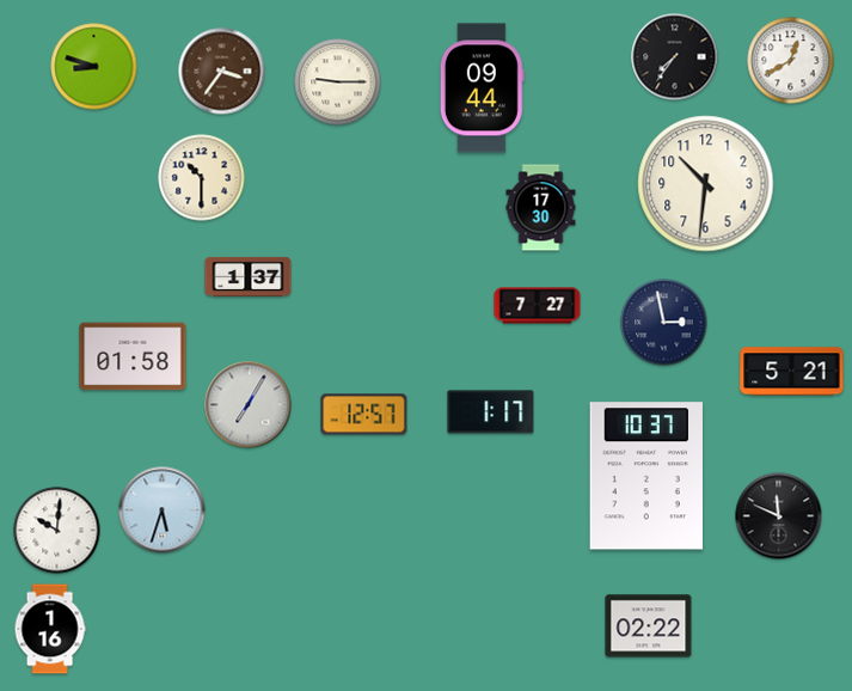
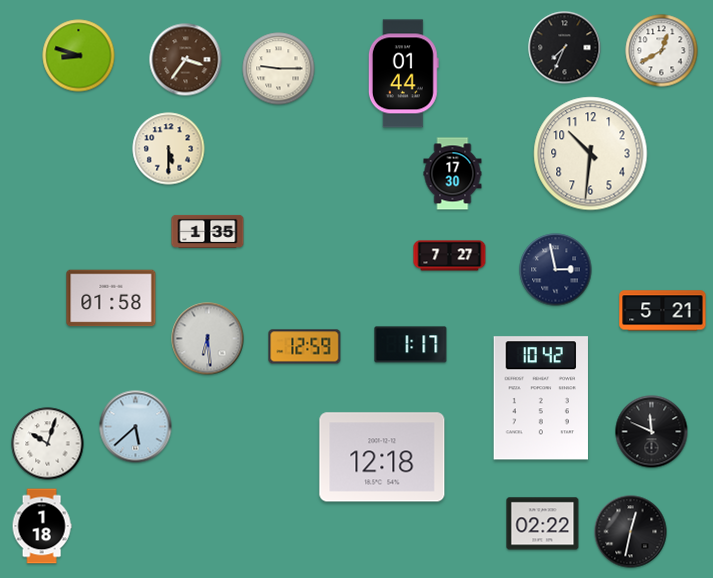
clock at (675, 57): 7:36 -> 7:34
clock at (338, 82) position: (338, 82) -> (279, 69)
clock at (482, 88): 09:44 -> 01:44
clock at (202, 178): 10:30 -> 5:30
clock at (249, 276): 1:37 -> 1:35
clock at (249, 405): 7:05 -> 6:29
clock at (364, 415): 12:57 -> 12:59
clock at (646, 476): 10:37 -> 10:42
clock at (163, 510): 5:33 -> 5:38
clock at (57, 531): 10:01 -> 10:03
clock at (382, 457): none -> 12:18
clock at (50, 629): 1:16 -> 1:18
clock at (631, 532): none -> 12:32
